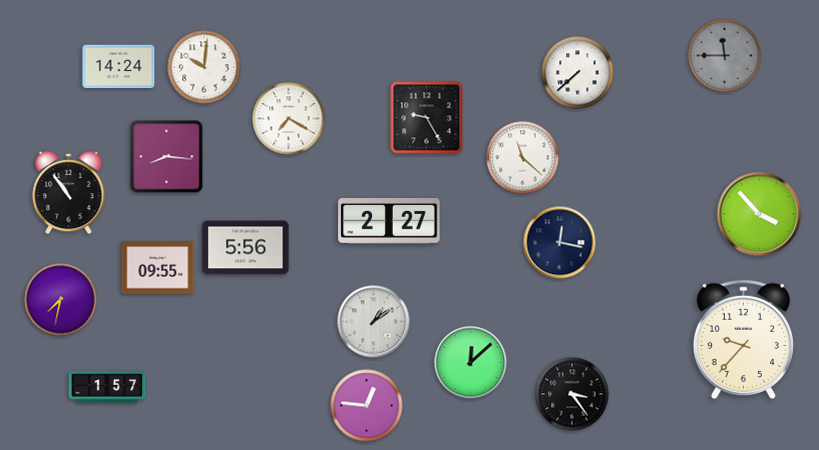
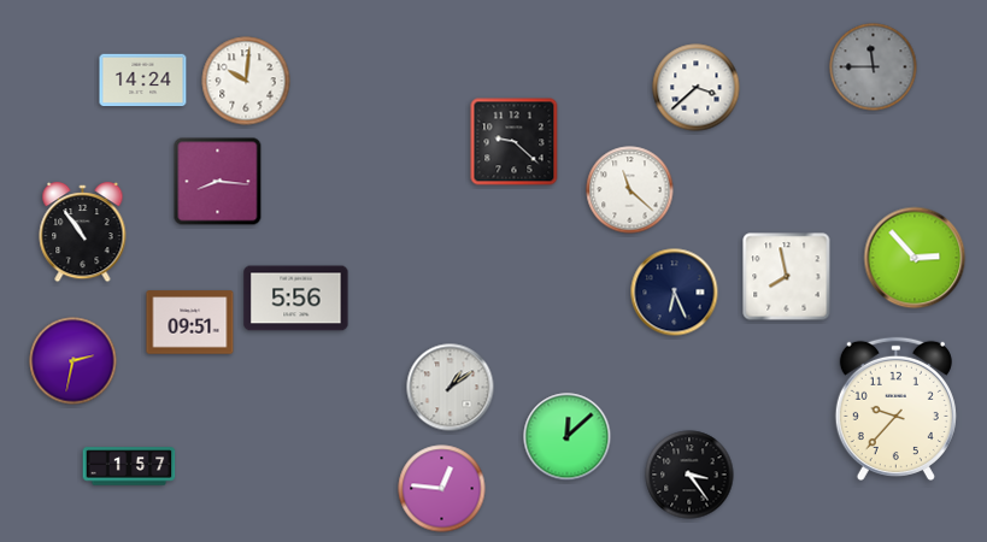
clock at (578, 73): 7:38 -> 3:38
clock at (427, 118): 9:25 -> 9:22
clock at (289, 119): 7:20 -> none
clock at (167, 157) position: (167, 157) -> (218, 182)
clock at (759, 214): 3:53 -> 2:53
clock at (389, 222): 2:27 -> none
clock at (787, 277): none -> 7:58
clock at (560, 243): 12:17 -> 6:26
clock at (158, 268): 09:55 -> 09:51
clock at (61, 300): 7:32 -> 2:32
